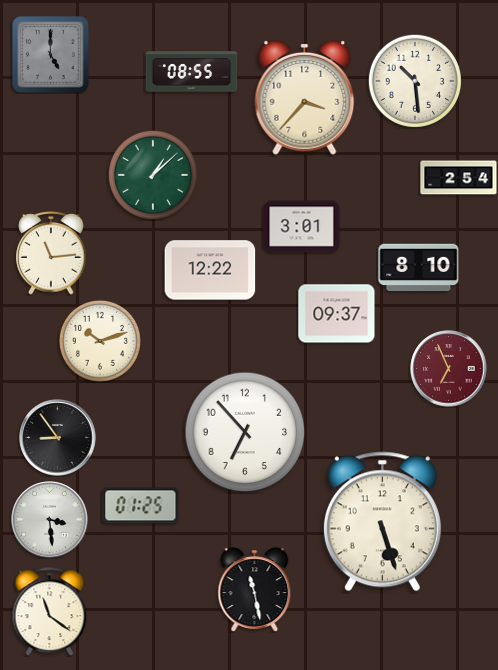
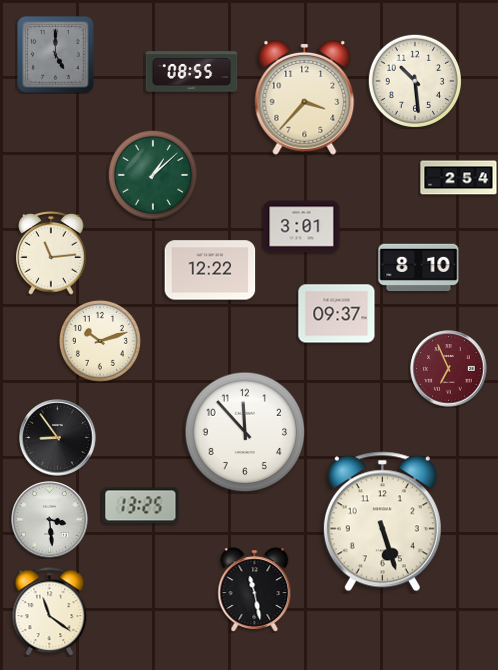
clock at (51, 55) position: (51, 55) -> (56, 55)
clock at (245, 432): 6:53 -> 11:53
clock at (141, 506): 01:25 -> 13:25
